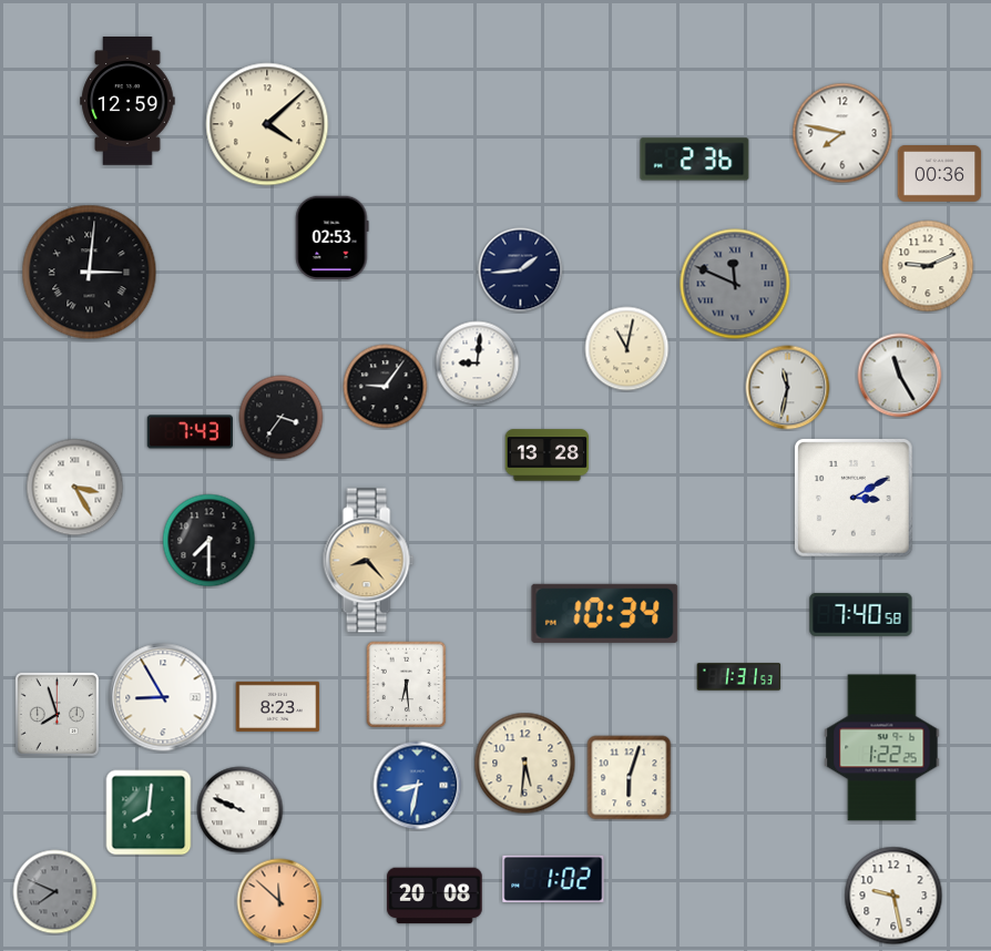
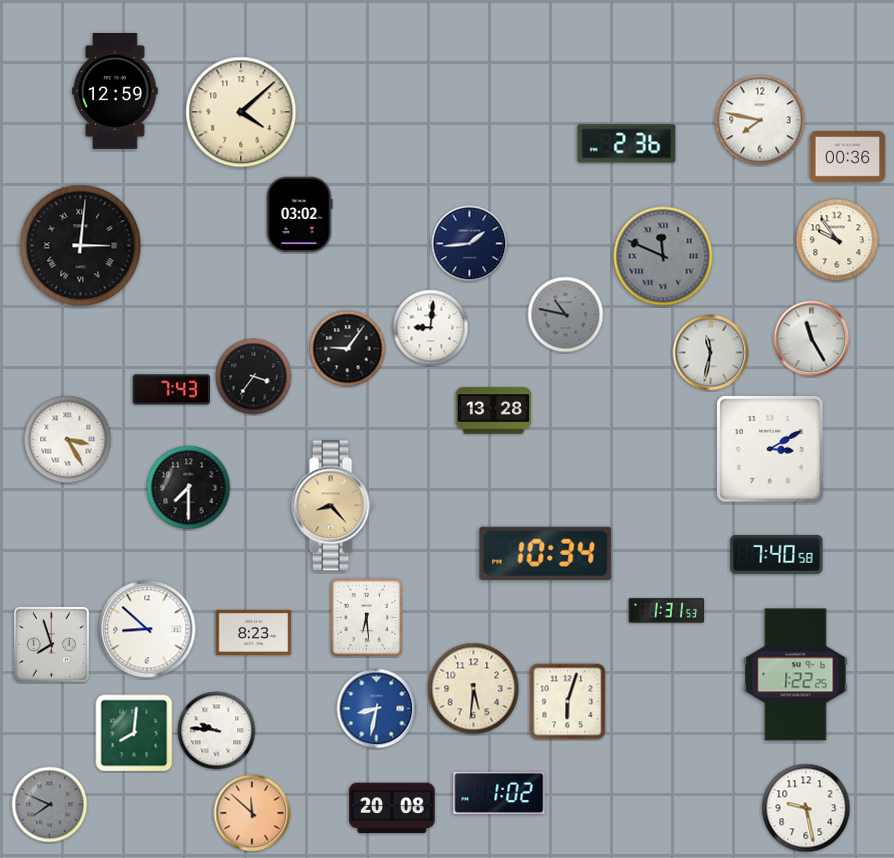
clock at (333, 238): 02:53 -> 03:02
clock at (928, 266): 9:11 -> 9:54
clock at (627, 349): 11:02 -> 10:47
clock at (627, 349) dial: cream -> grey
clock at (788, 388) position: (788, 388) -> (711, 353)
clock at (163, 697): 8:55 -> 8:52
clock at (278, 706) position: (278, 706) -> (254, 632)
clock at (241, 810): 9:49 -> 9:46
